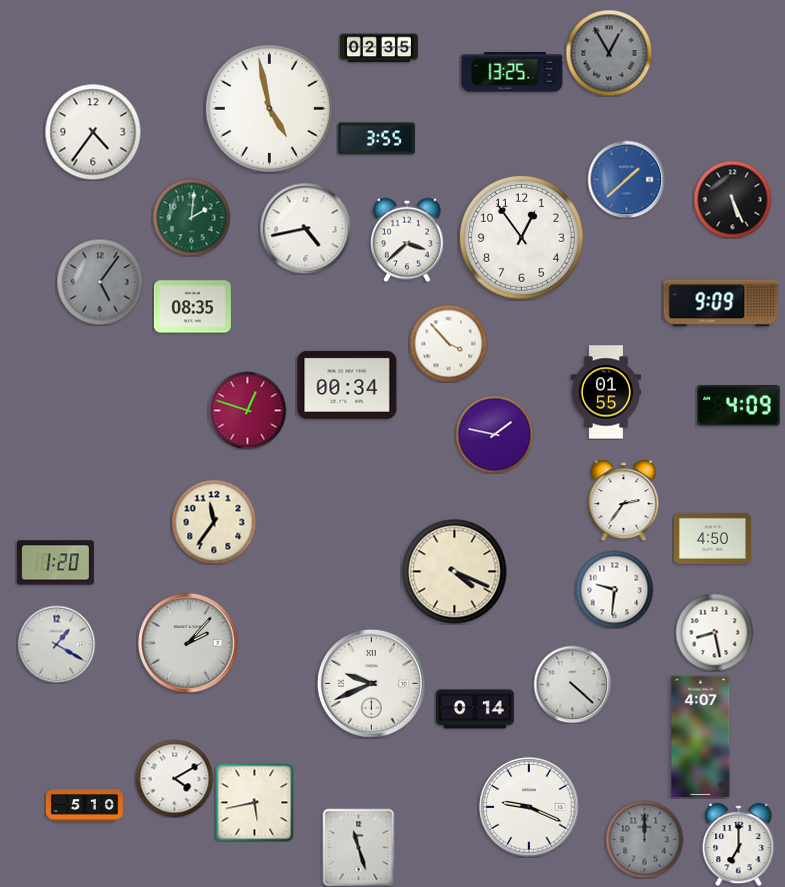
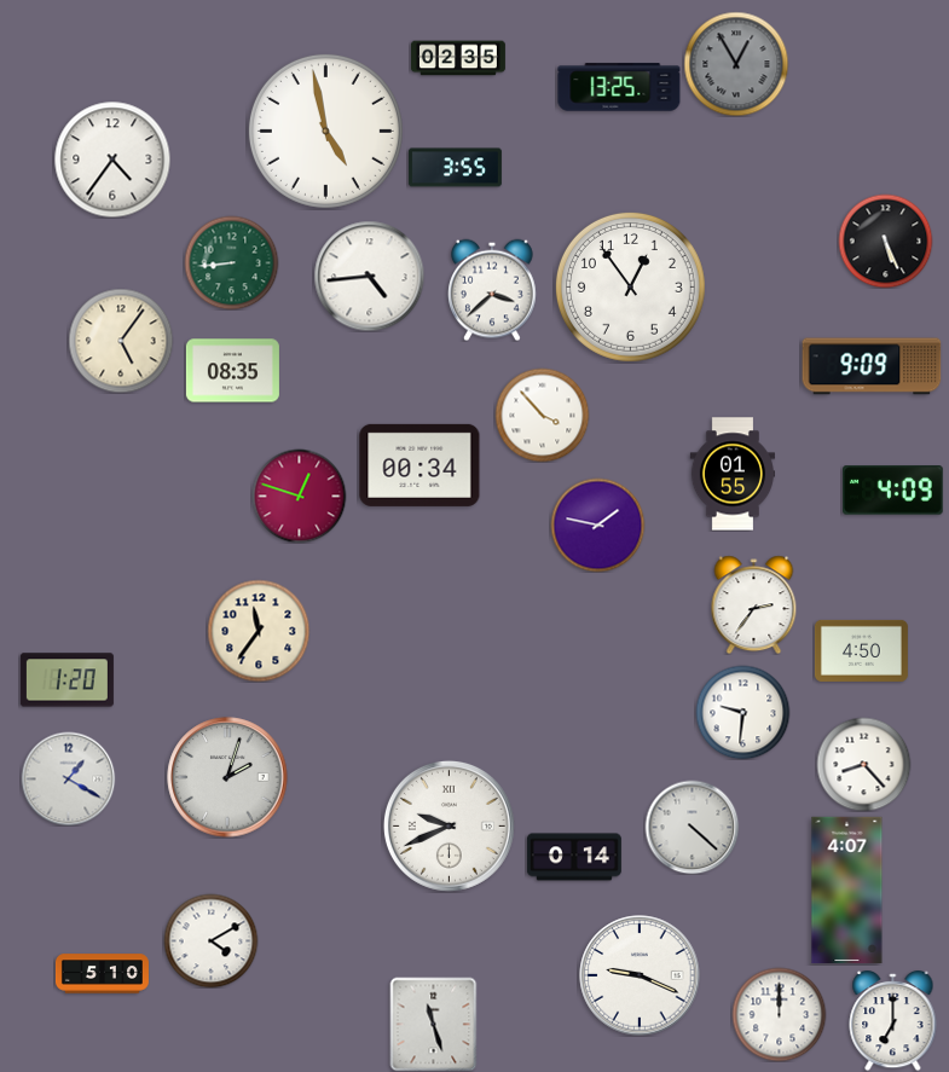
clock at (626, 179): 1:38 -> none
clock at (191, 217): 2:01 -> 8:44
clock at (305, 228): 4:43 -> 4:44
clock at (100, 282) dial: grey -> cream
clock at (455, 572): 4:19 -> none
clock at (714, 632): 8:28 -> 8:23
clock at (188, 643): 2:07 -> 2:03
clock at (254, 802): 5:43 -> none
clock at (644, 839) dial: grey -> white
